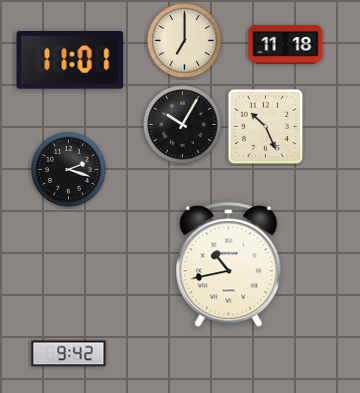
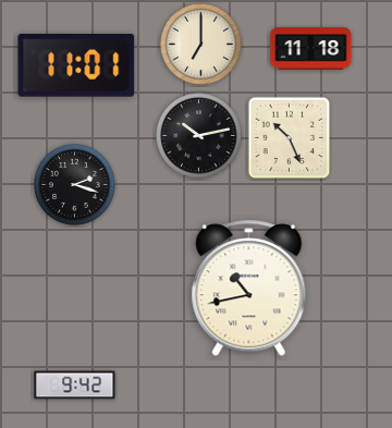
clock at (183, 125): 10:05 -> 10:13
